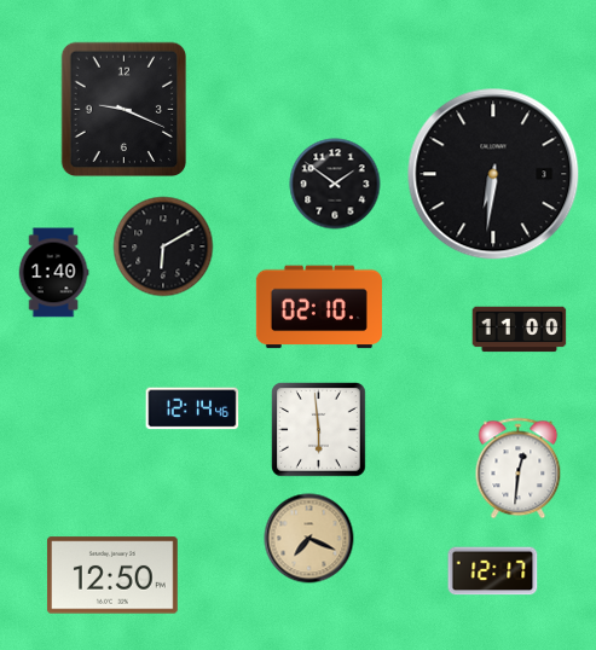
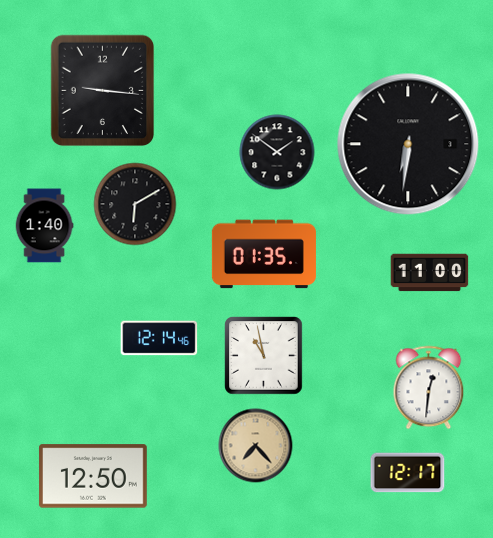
clock at (125, 110): 9:19 -> 9:16
clock at (319, 307): 02:10 -> 01:35
clock at (319, 430): 5:59 -> 10:58
clock at (309, 539): 7:19 -> 7:23
